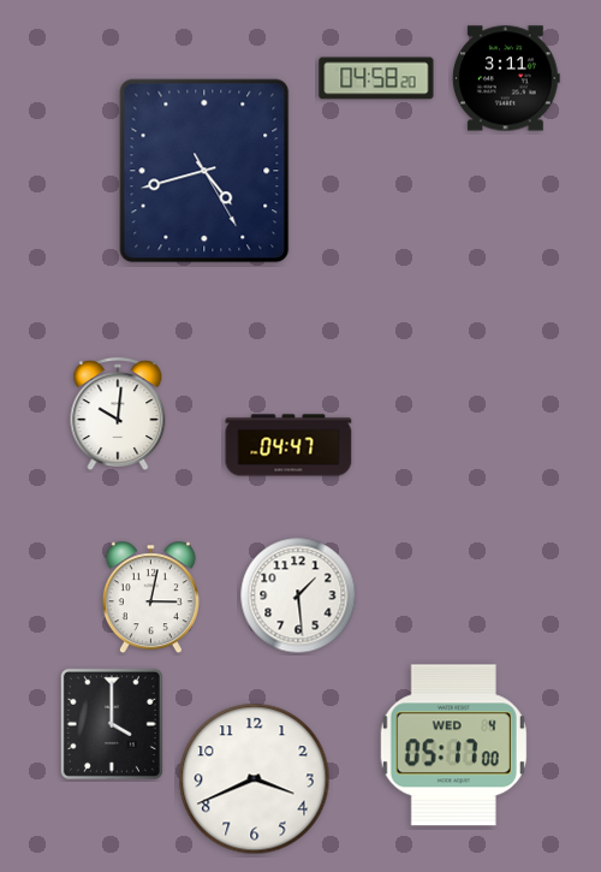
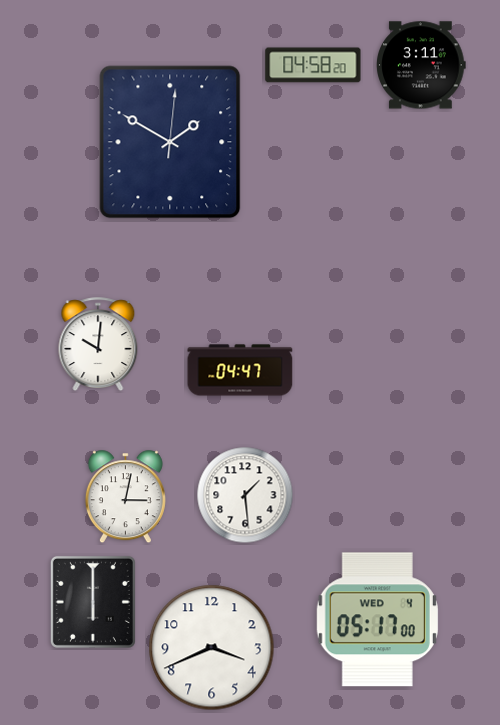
clock at (204, 171): 4:42 -> 1:50
clock at (298, 595) position: (298, 595) -> (245, 495)
clock at (112, 724): 4:00 -> 6:00
